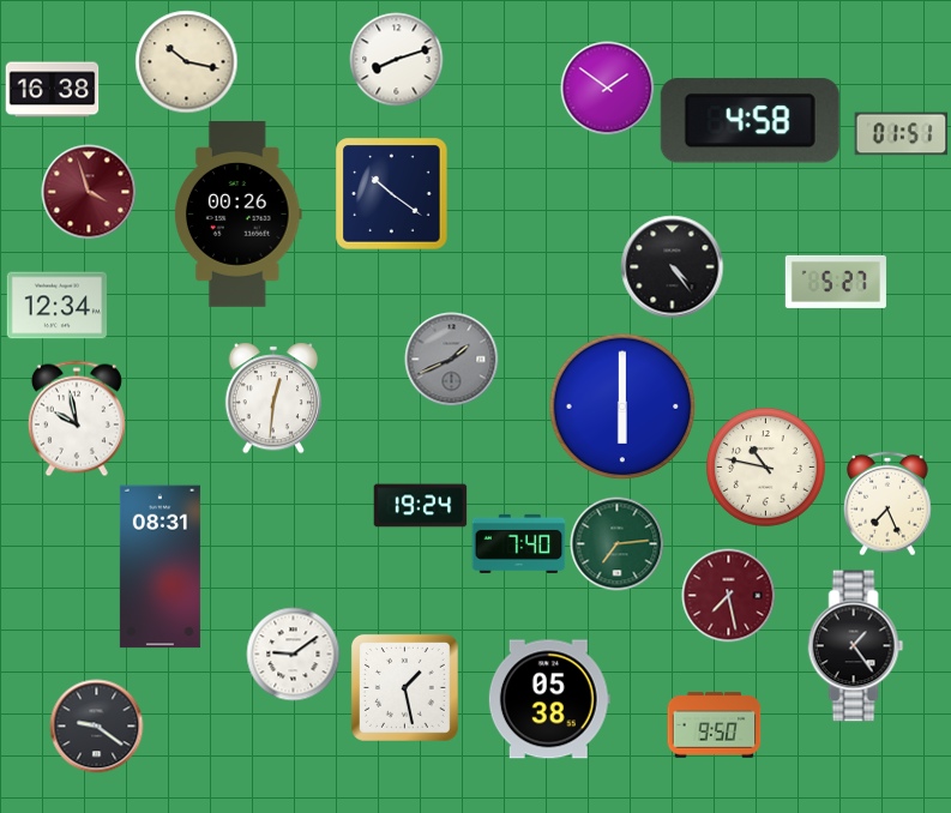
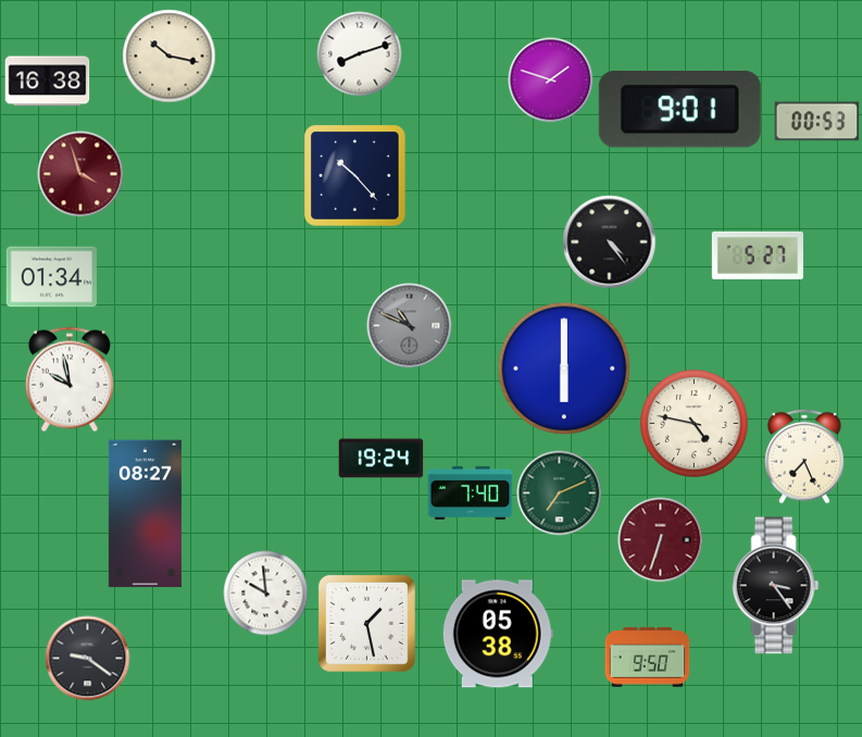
clock at (607, 88): 1:51 -> 1:48
clock at (750, 121): 4:58 -> 9:01
clock at (901, 134): 01:51 -> 00:53
clock at (391, 193): 10:21 -> 10:23
clock at (239, 215): 00:26 -> none
clock at (56, 306): 12:34 -> 01:34
clock at (451, 359): 1:41 -> 10:49
clock at (272, 398): 12:31 -> none
clock at (766, 468): 10:47 -> 4:47
clock at (616, 543): 7:14 -> 7:11
clock at (159, 567): 08:31 -> 08:27
clock at (728, 595): 7:28 -> 6:33
clock at (856, 646): 1:24 -> 3:24
clock at (293, 654): 9:09 -> 9:59
